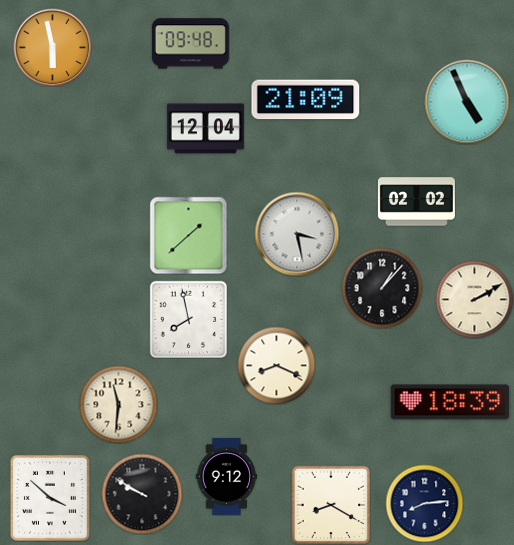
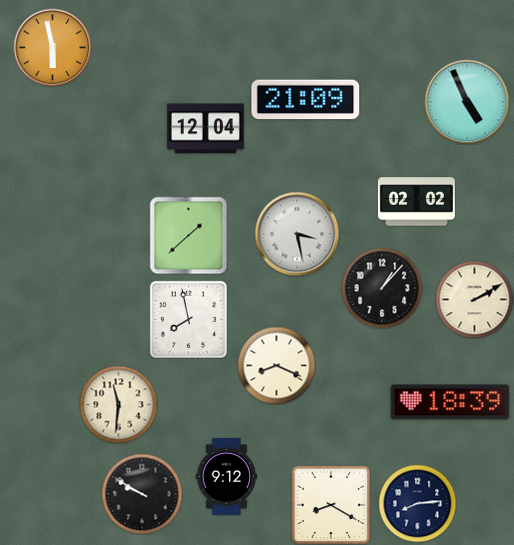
clock at (190, 44): 09:48 -> none
clock at (50, 498): 3:52 -> none
clock at (424, 503) position: (424, 503) -> (417, 503)
